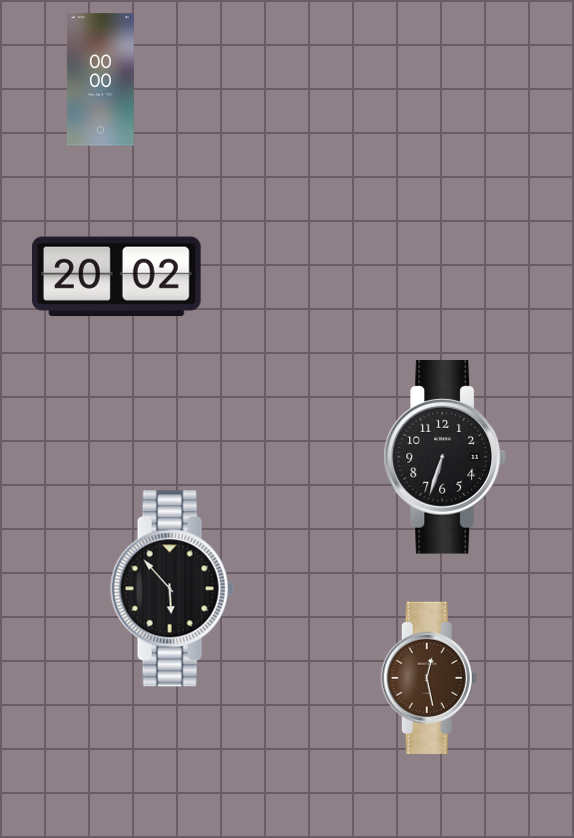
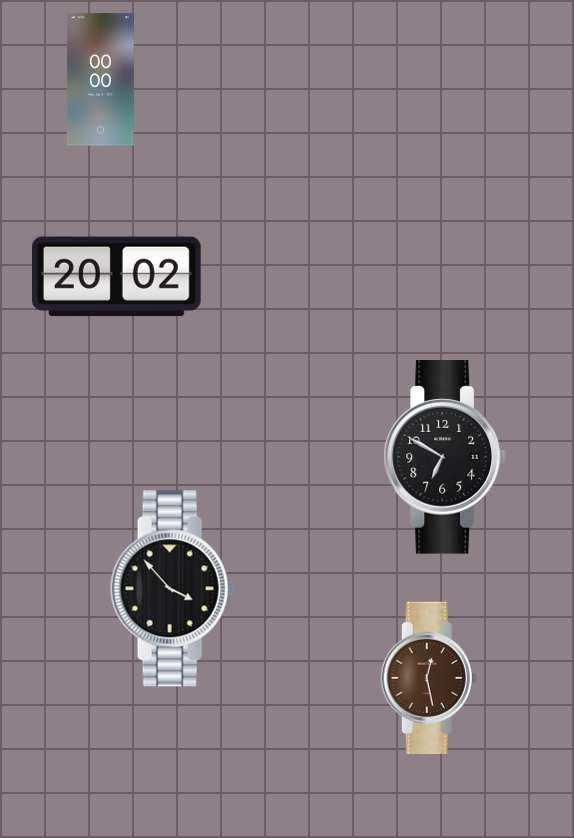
clock at (445, 458): 6:33 -> 6:50
clock at (173, 589): 5:53 -> 3:53
